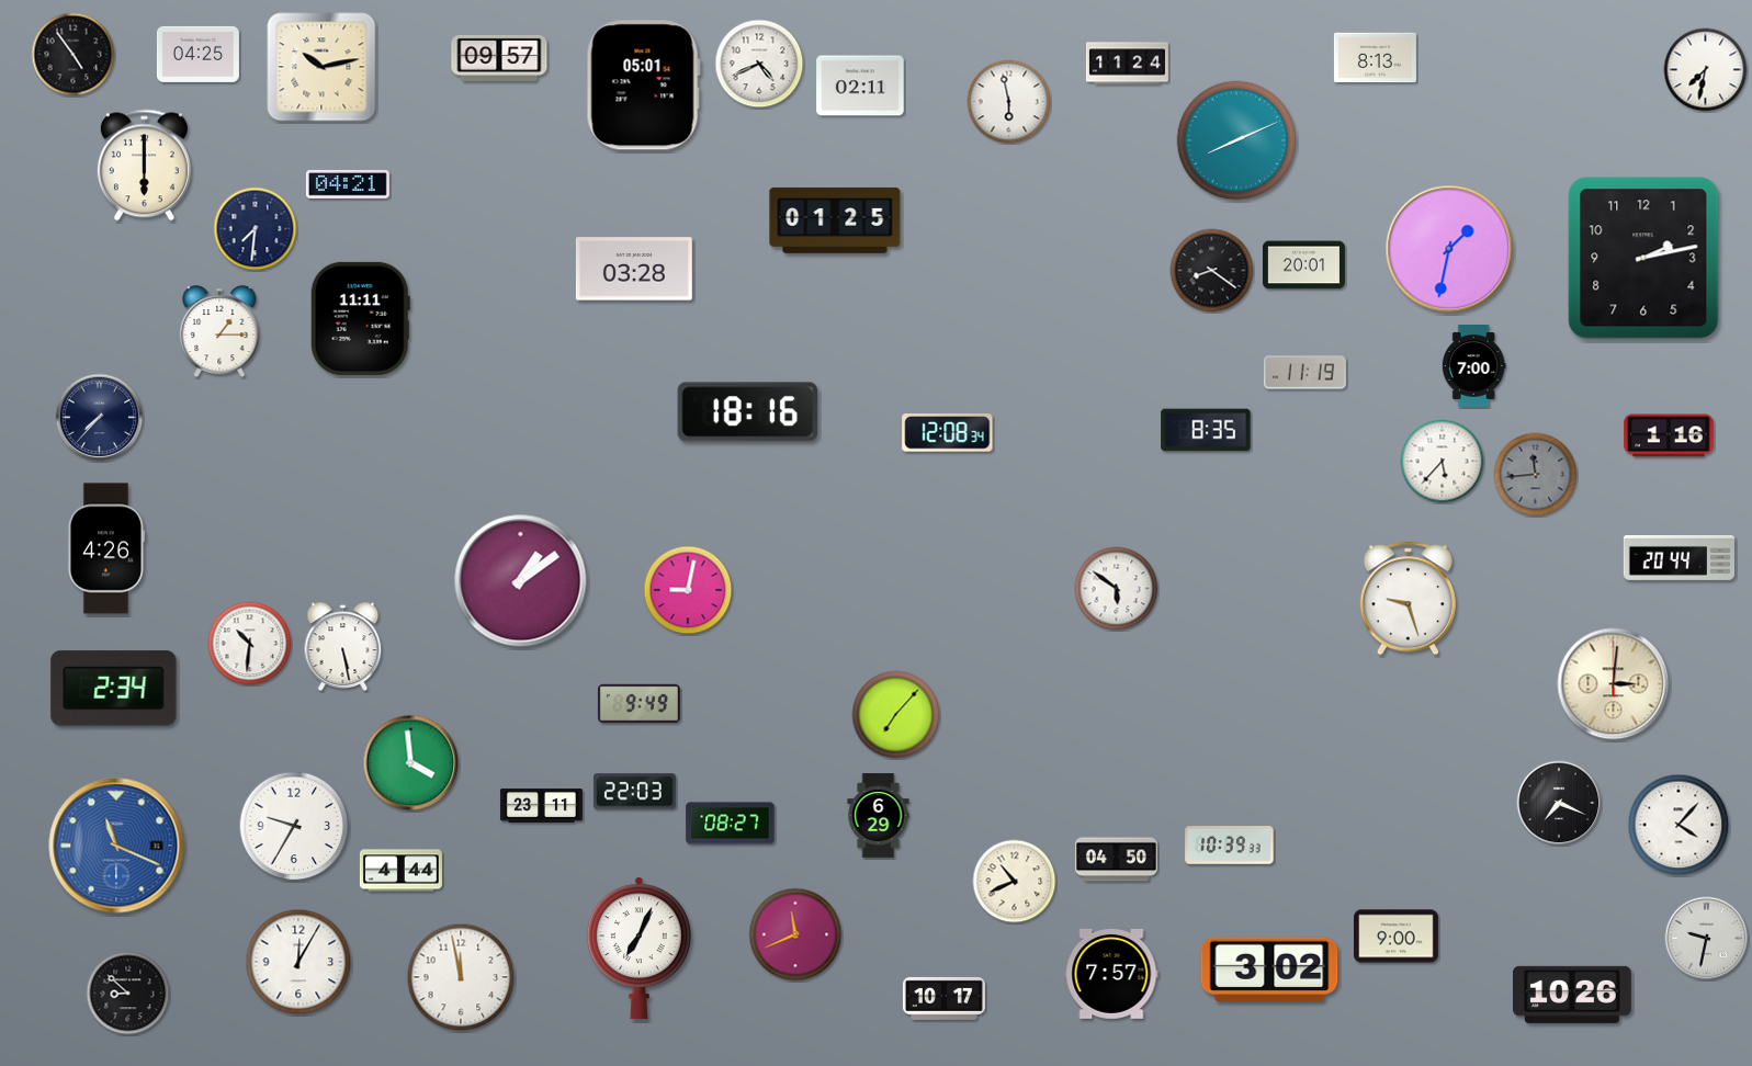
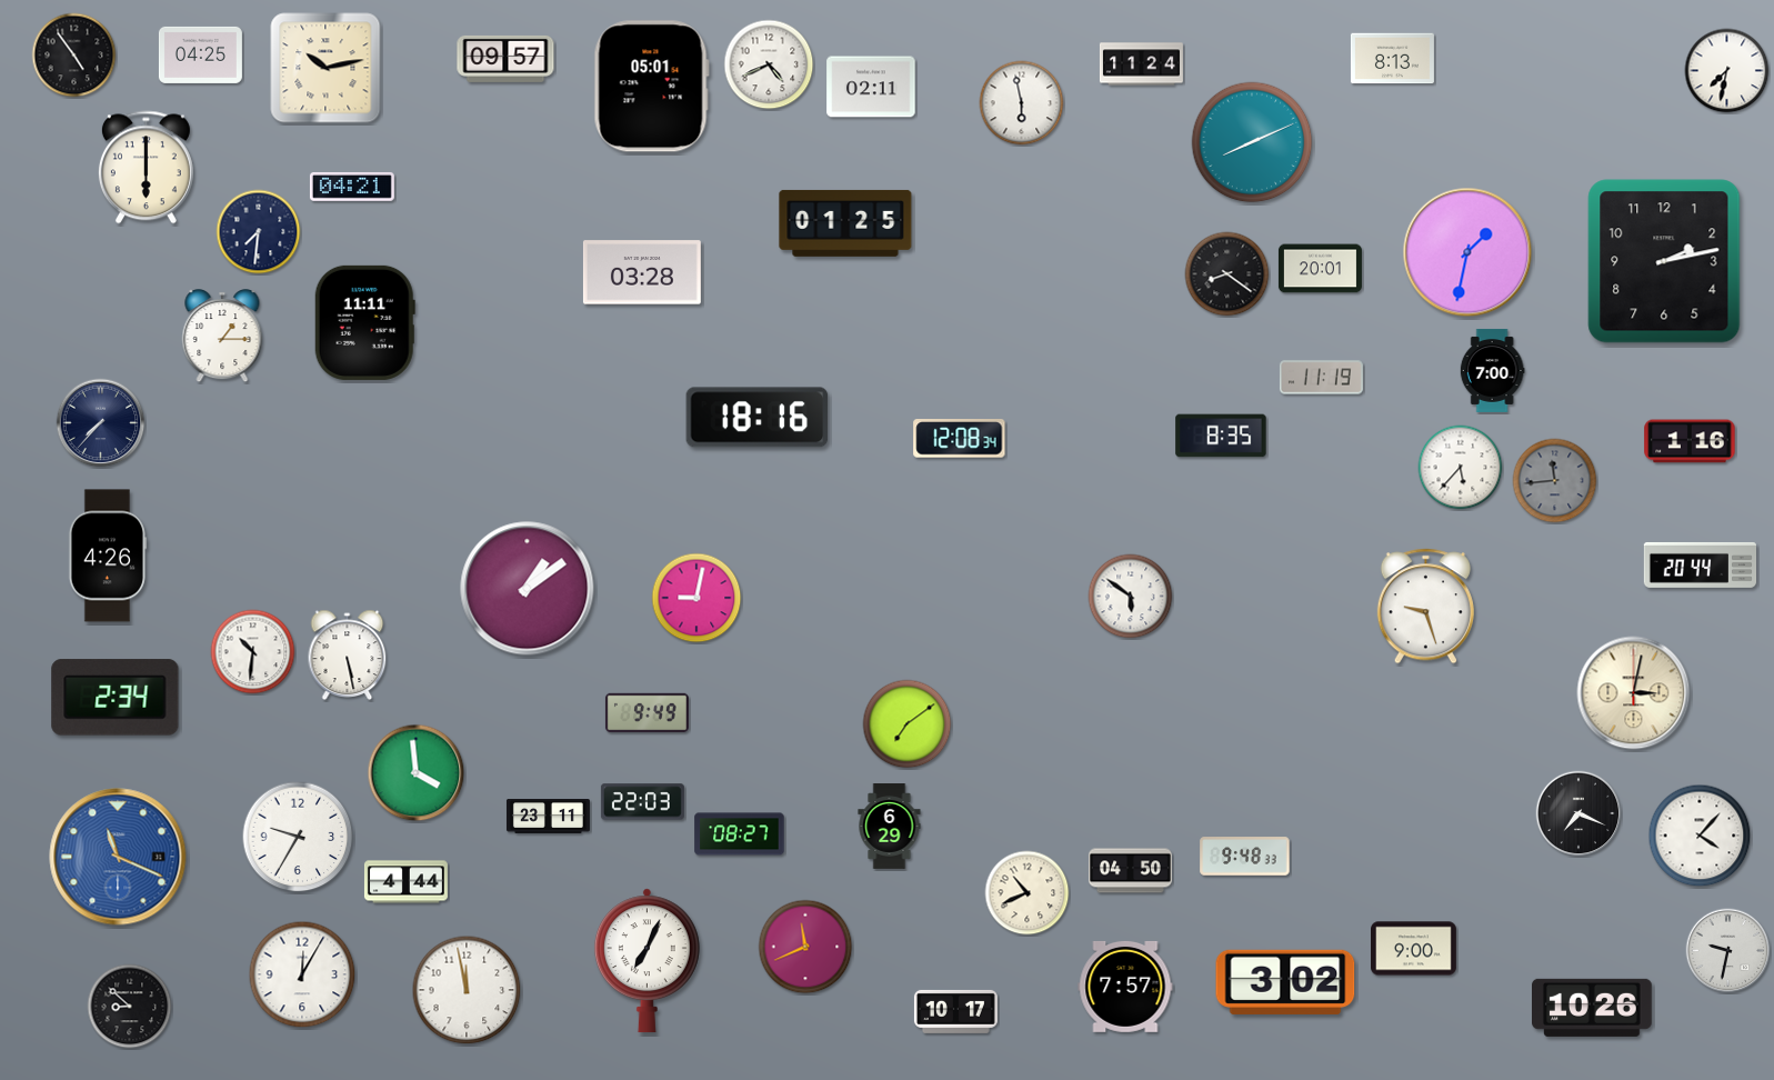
clock at (1614, 684): 3:01 -> 3:02
clock at (896, 715): 7:07 -> 7:09
clock at (1230, 846): 10:39 -> 9:48
